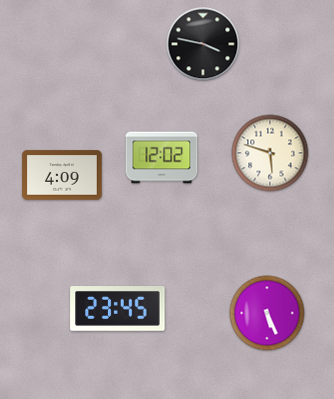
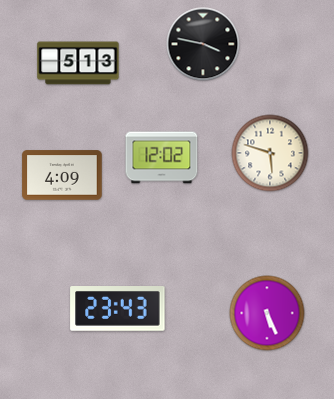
clock at (78, 63): none -> 5:13
clock at (118, 309): 23:45 -> 23:43
